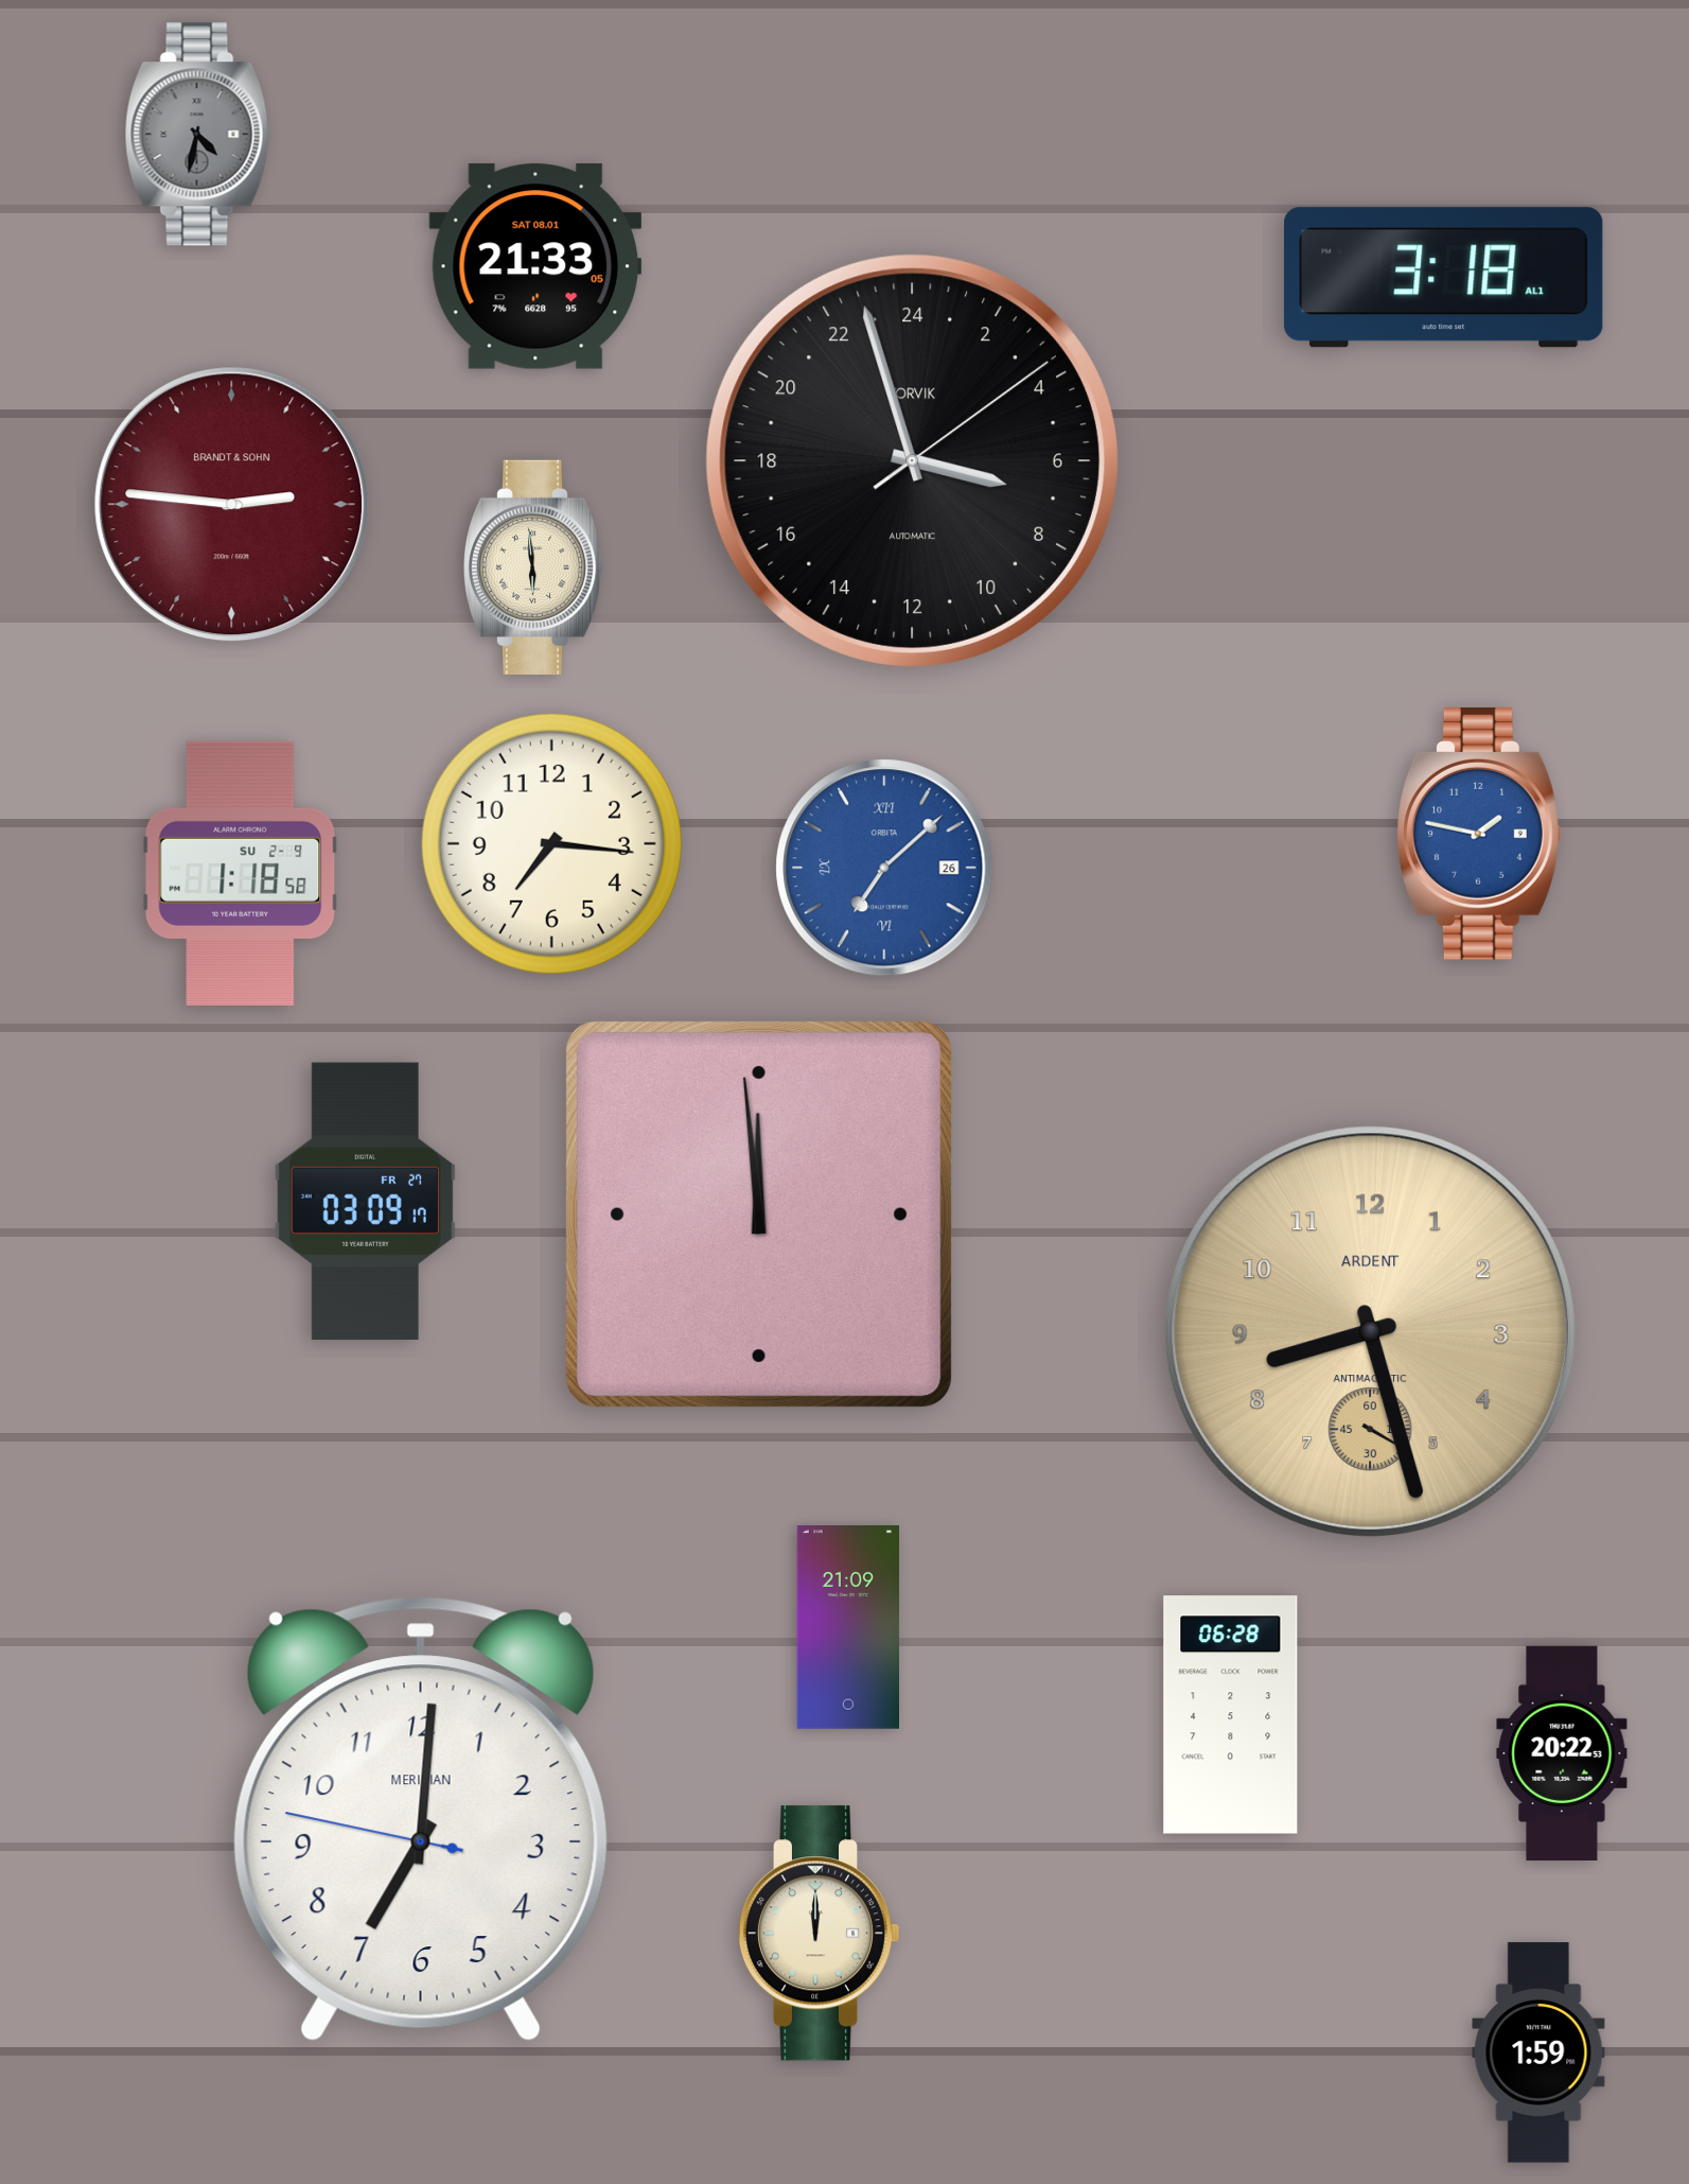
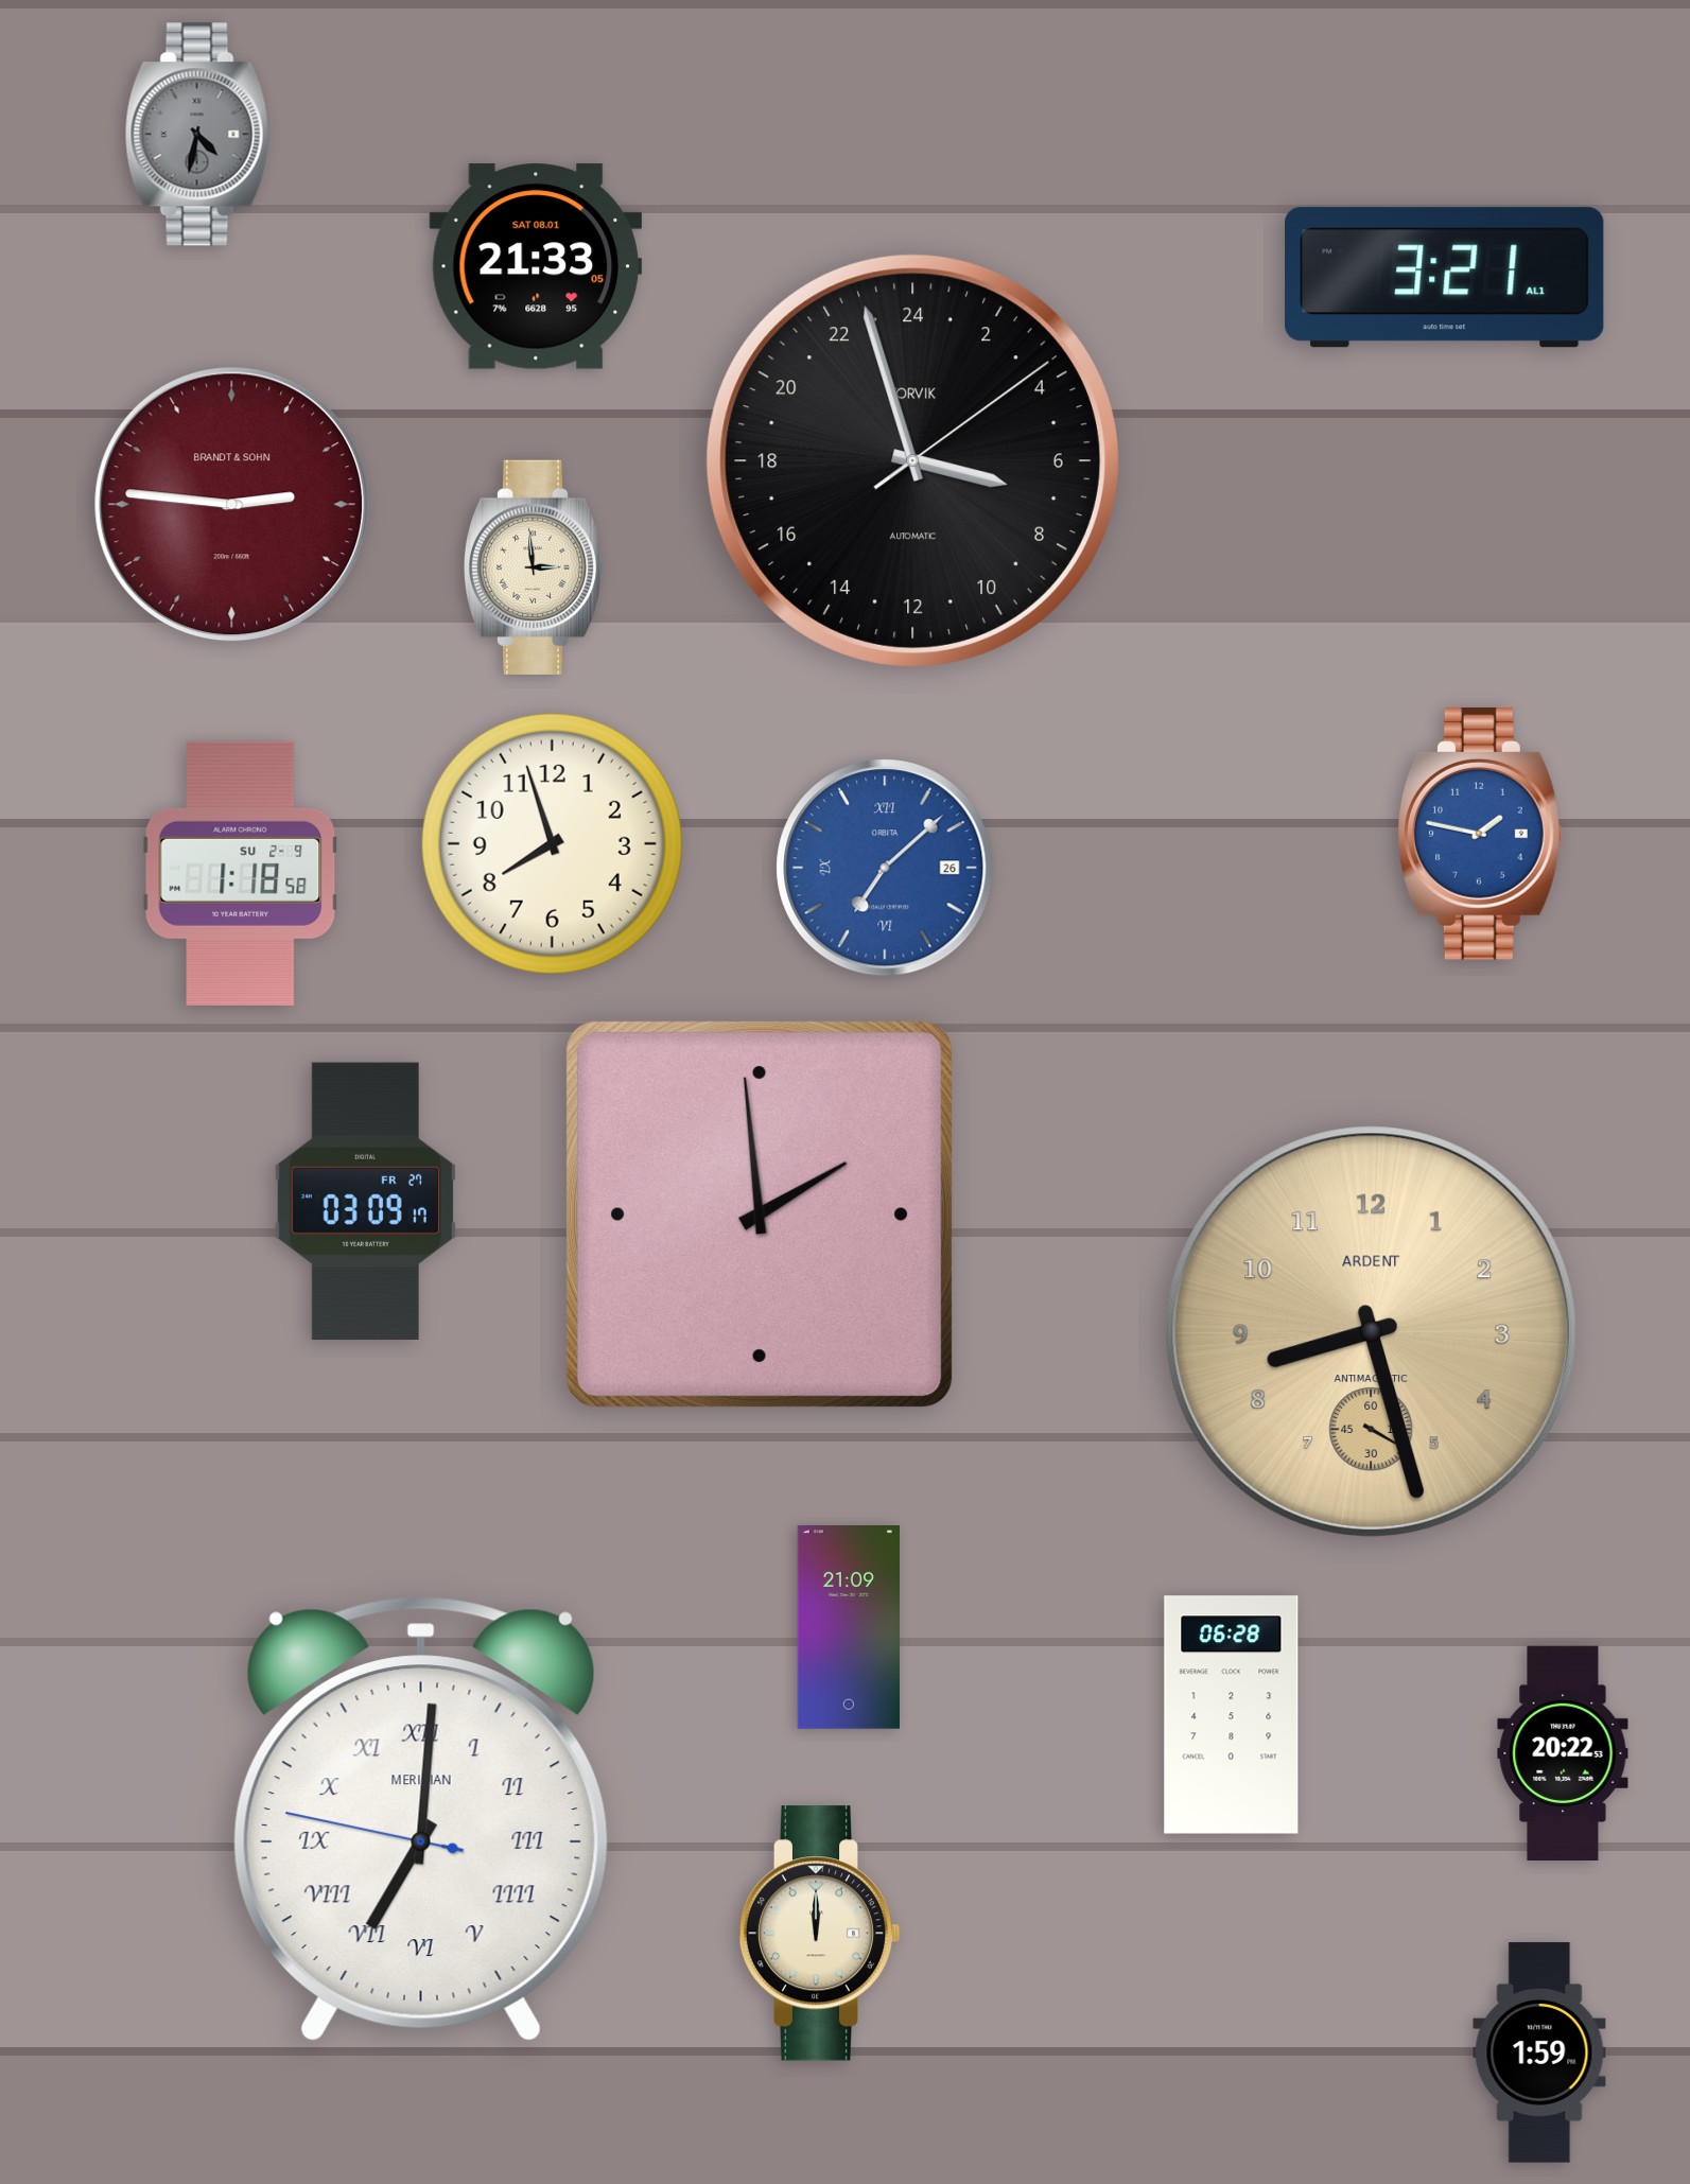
clock at (1444, 278): 3:18 -> 3:21
clock at (533, 567): 5:59 -> 2:59
clock at (551, 843): 7:16 -> 7:57
clock at (759, 1215): 11:59 -> 1:59
clock at (421, 1819) numerals: Arabic -> Roman
